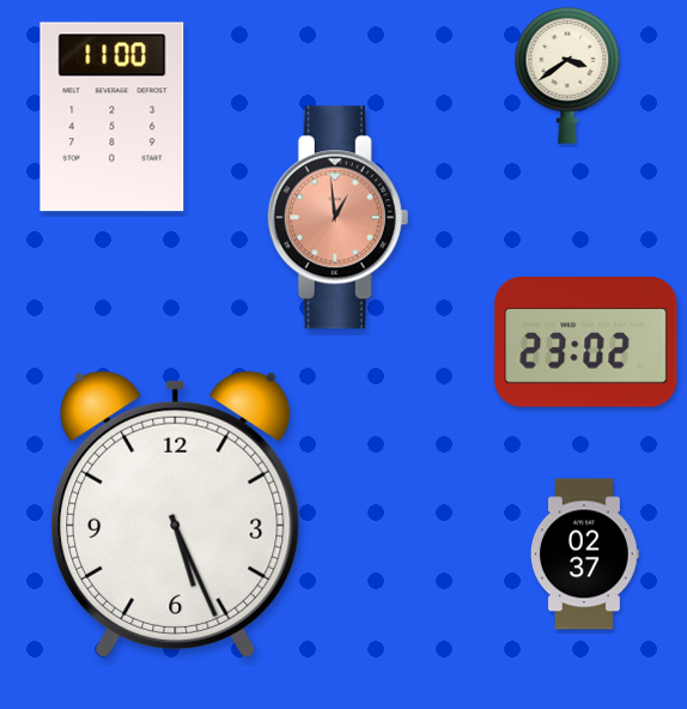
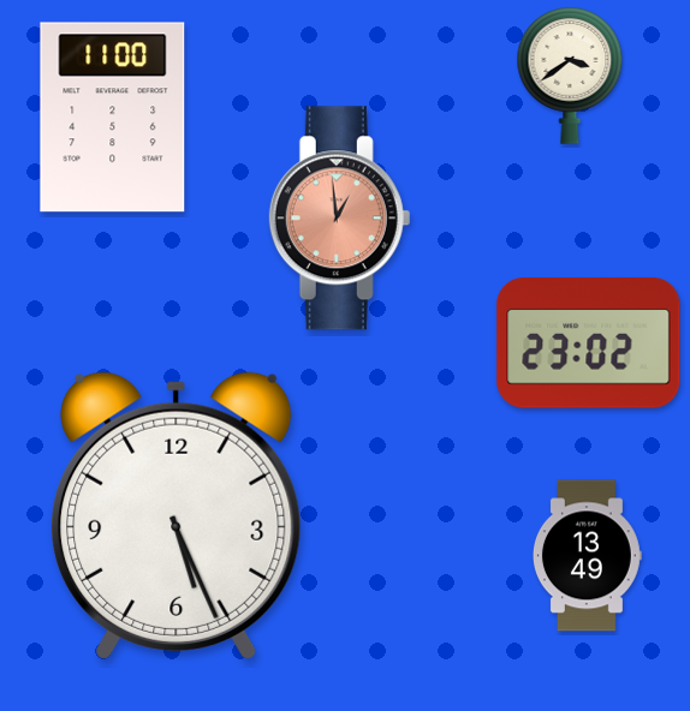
clock at (584, 555): 02:37 -> 13:49
